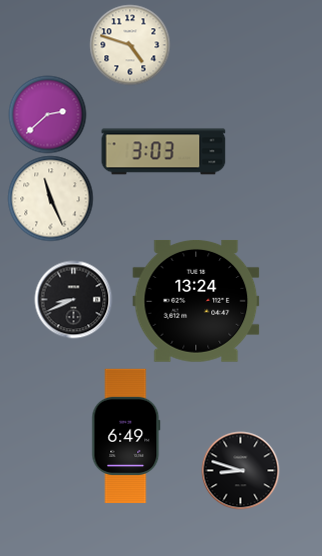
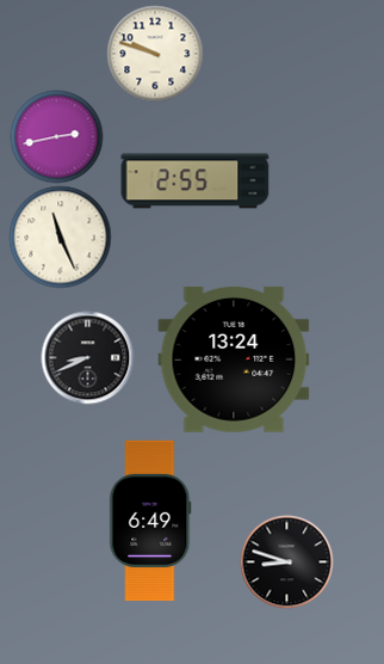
clock at (130, 45): 4:48 -> 9:48
clock at (47, 114): 2:38 -> 2:43
clock at (164, 152): 3:03 -> 2:55
